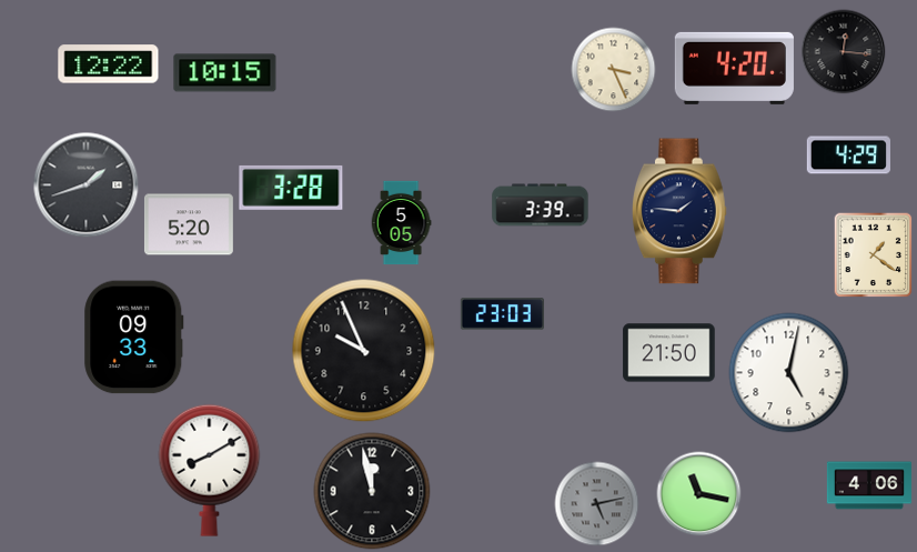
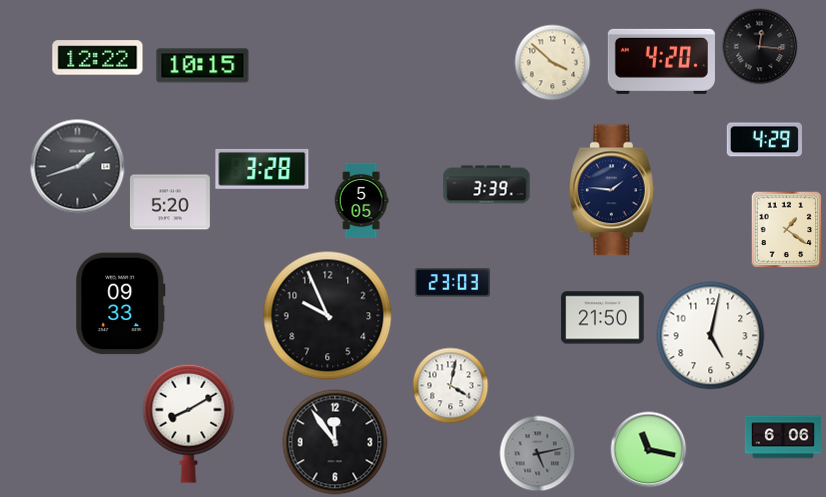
clock at (614, 70): 3:26 -> 3:52
clock at (451, 386): none -> 4:02
clock at (868, 485): 4:06 -> 6:06
clock at (372, 491): 11:58 -> 11:54
clock at (699, 494) position: (699, 494) -> (649, 450)
